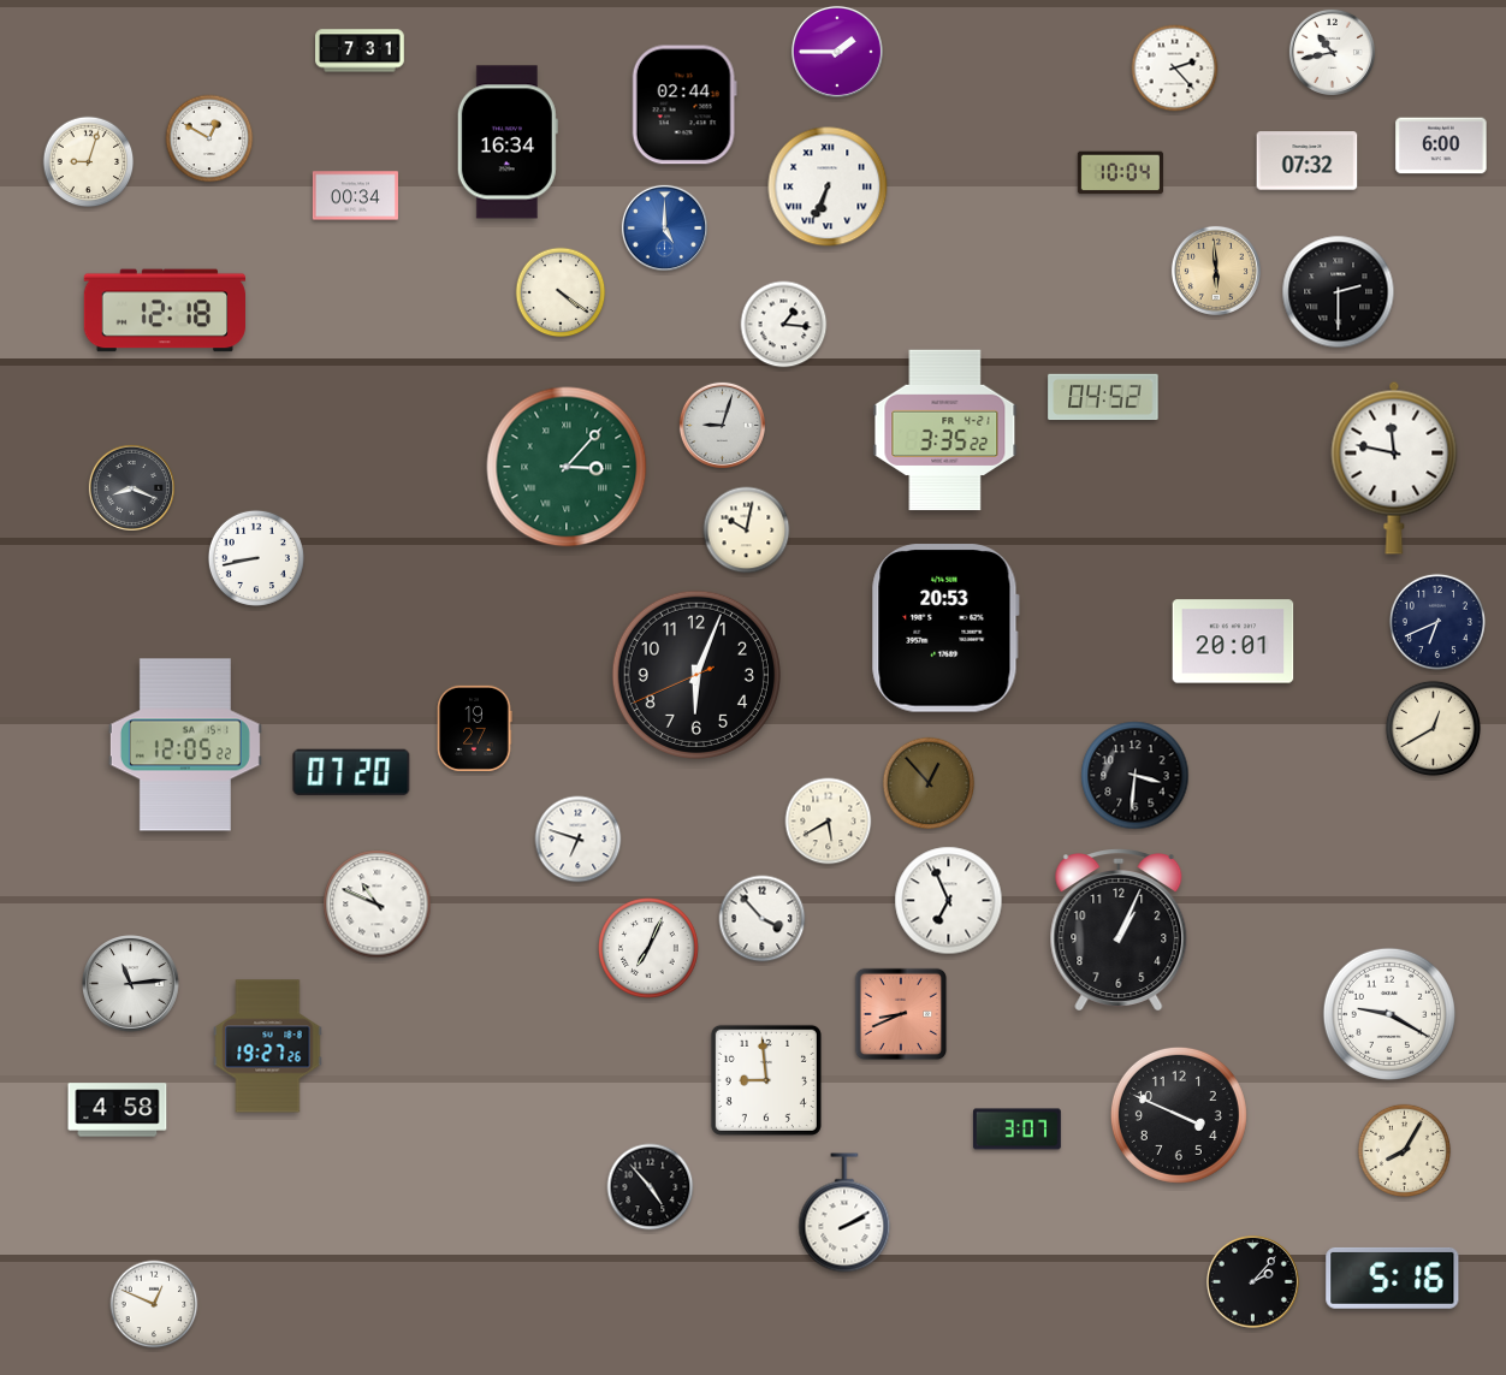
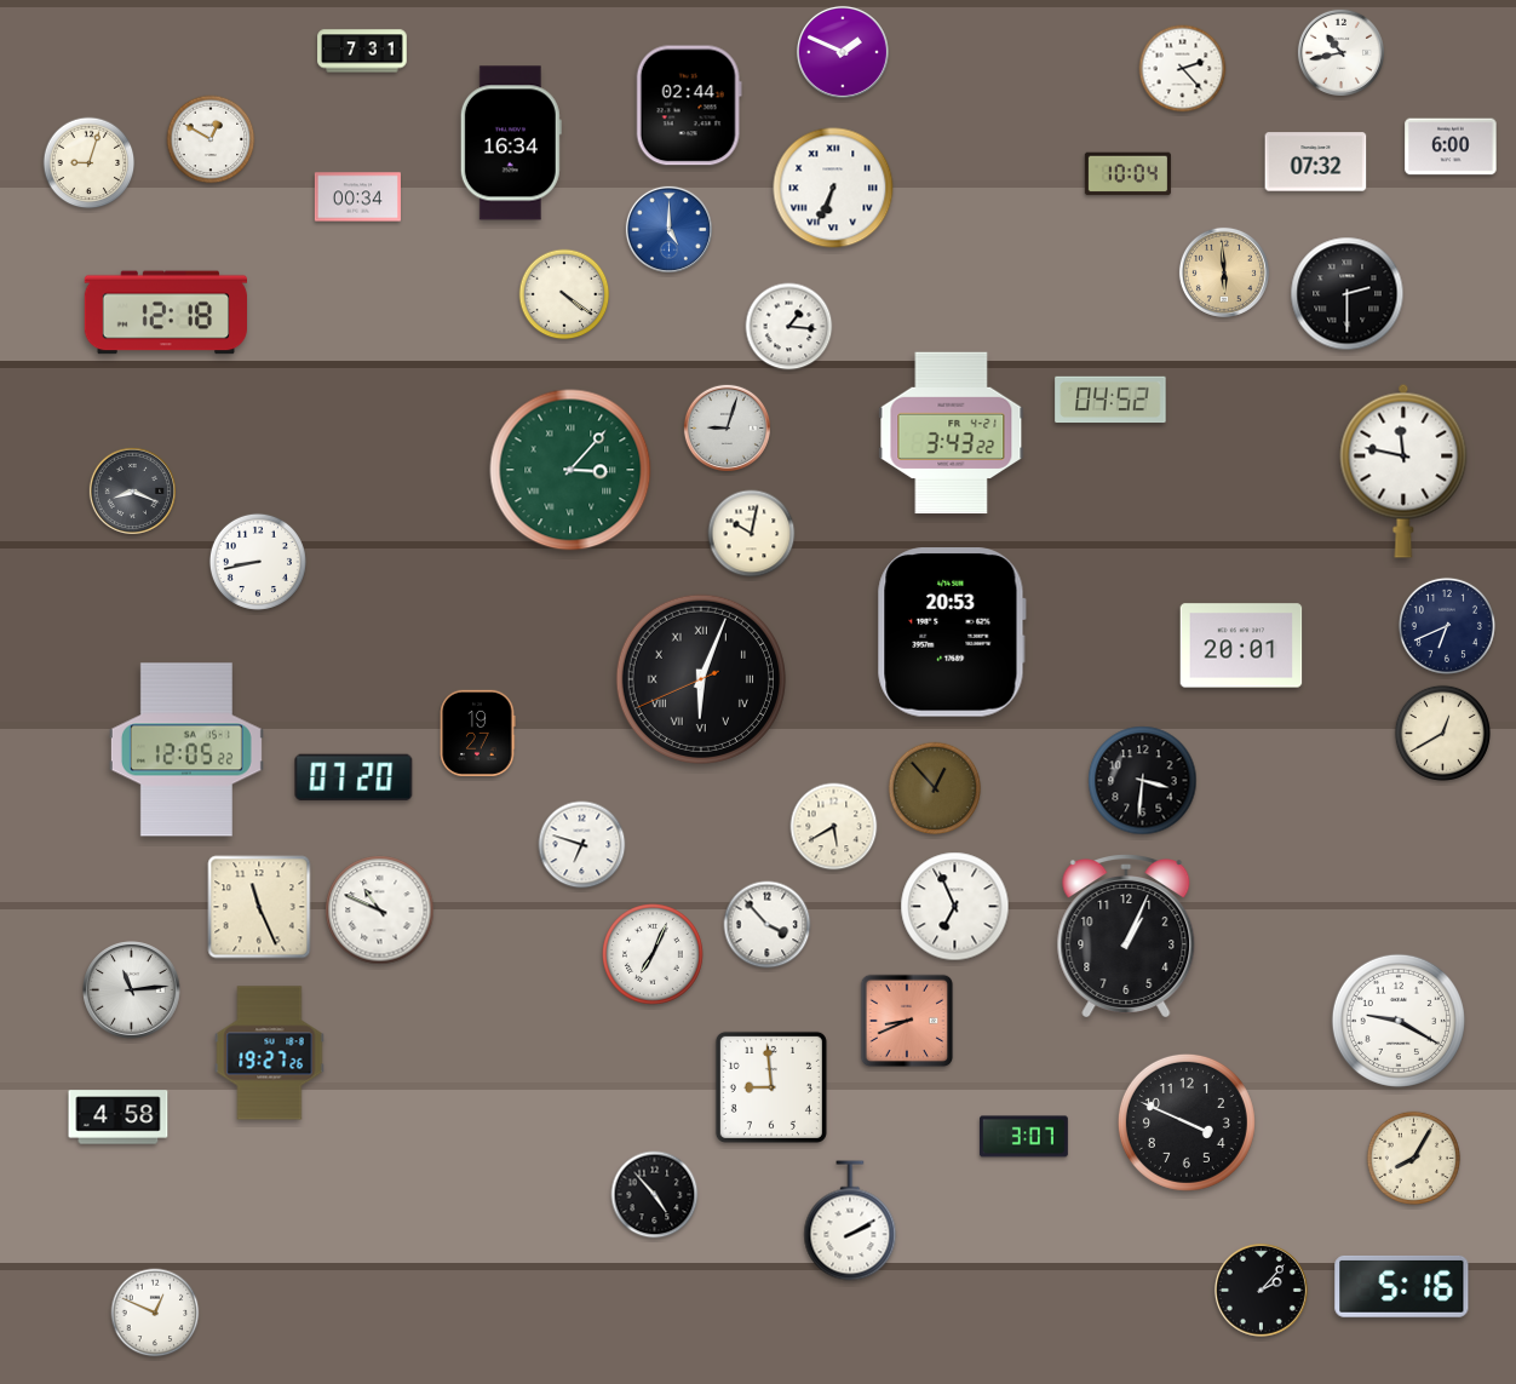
clock at (837, 52): 1:45 -> 1:49
clock at (945, 431): 3:35 -> 3:43
clock at (696, 675) numerals: Arabic -> Roman
clock at (259, 907): none -> 11:26
